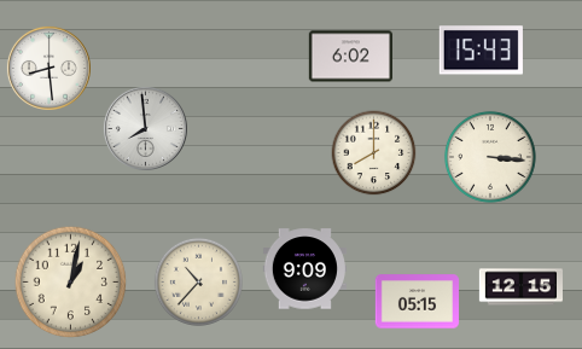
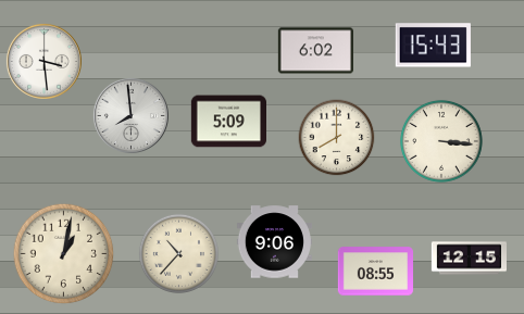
clock at (48, 68): 8:29 -> 3:29
clock at (228, 122): none -> 5:09
clock at (304, 269): 9:09 -> 9:06
clock at (417, 302): 05:15 -> 08:55
